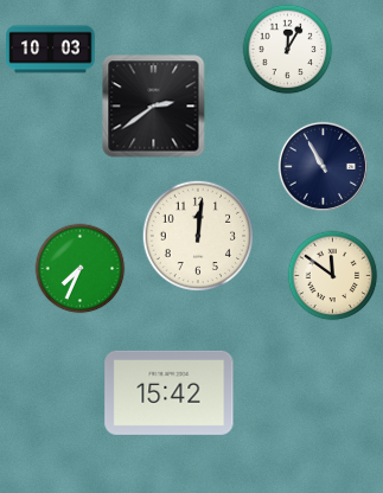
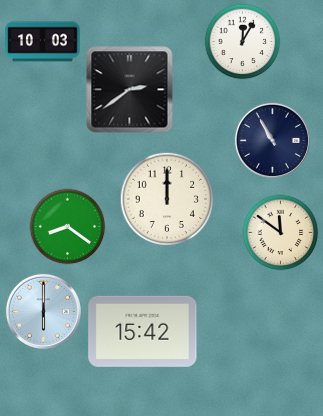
clock at (198, 236): 12:01 -> 12:00
clock at (81, 269): 7:34 -> 8:21
clock at (43, 311): none -> 6:00
